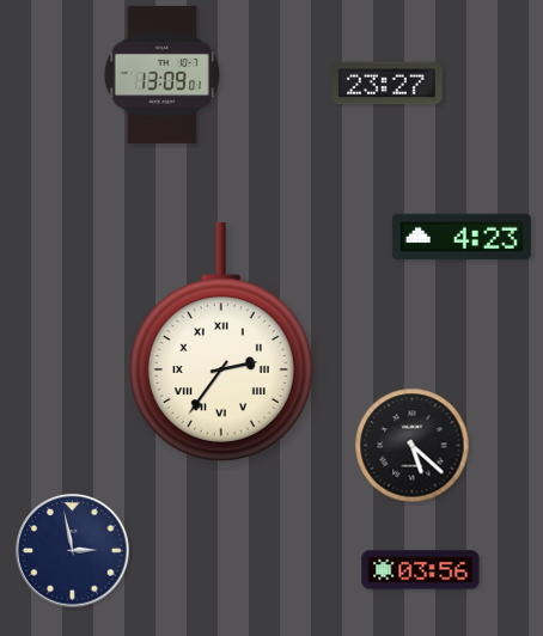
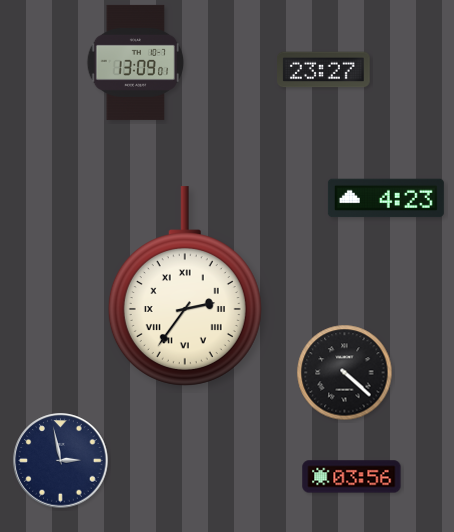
clock at (413, 446): 5:22 -> 4:22
